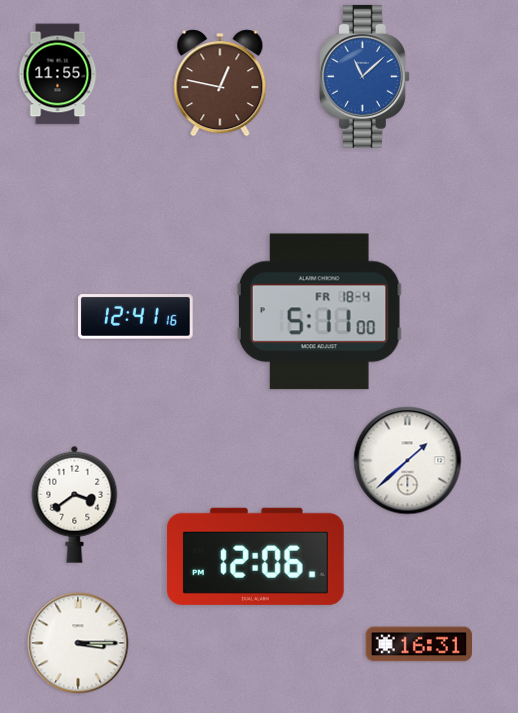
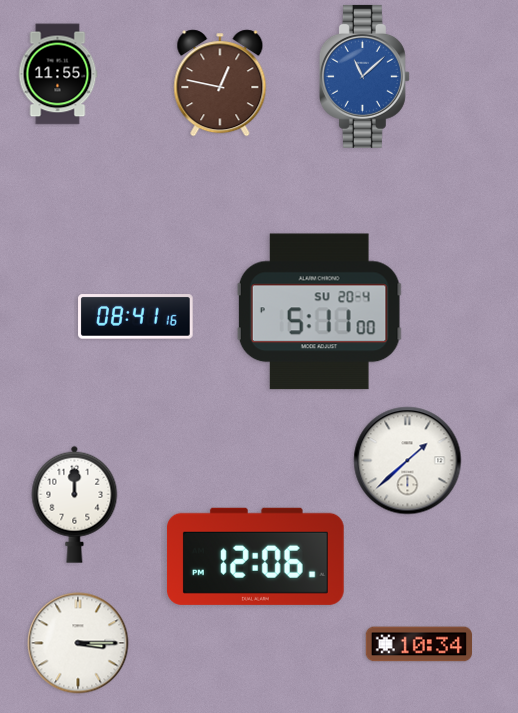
clock at (319, 312) date: FR 18-4 -> SU 20-4
clock at (136, 317): 12:41 -> 08:41
clock at (75, 504): 3:39 -> 12:00
clock at (418, 644): 16:31 -> 10:34
